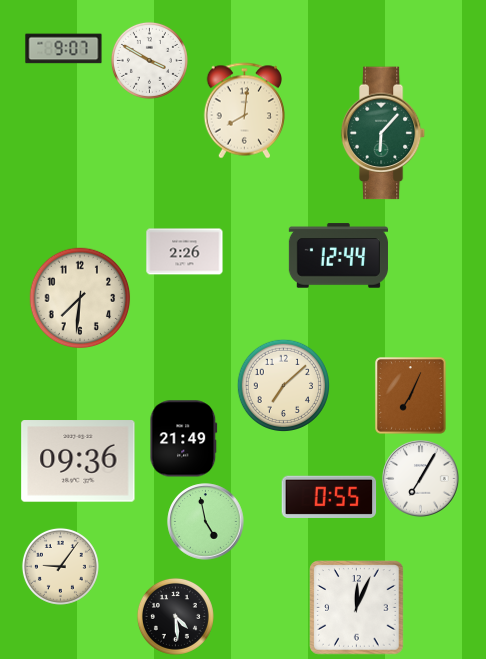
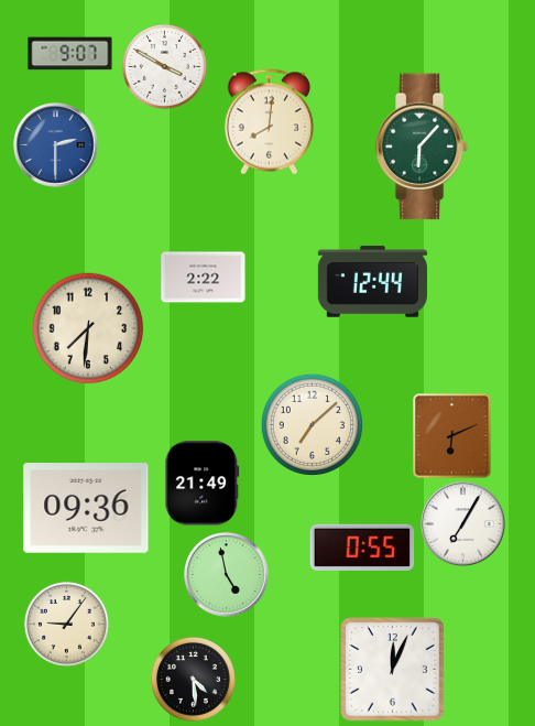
clock at (56, 145): none -> 2:30
clock at (185, 252): 2:26 -> 2:22
clock at (411, 396): 7:04 -> 6:11
clock at (421, 479) position: (421, 479) -> (463, 524)
